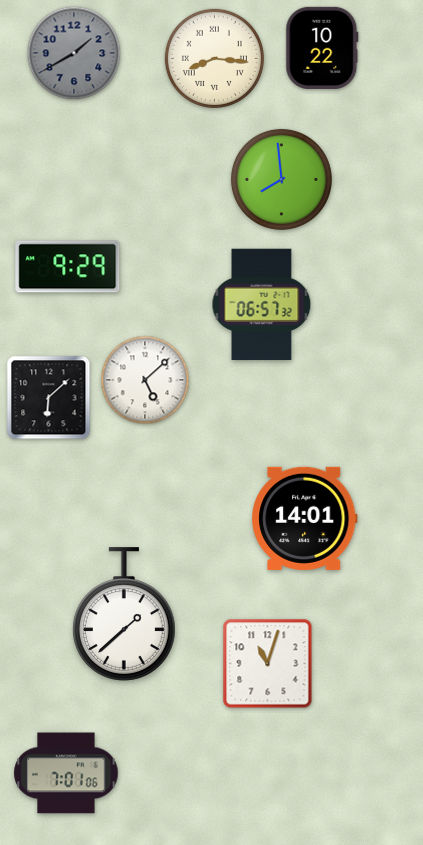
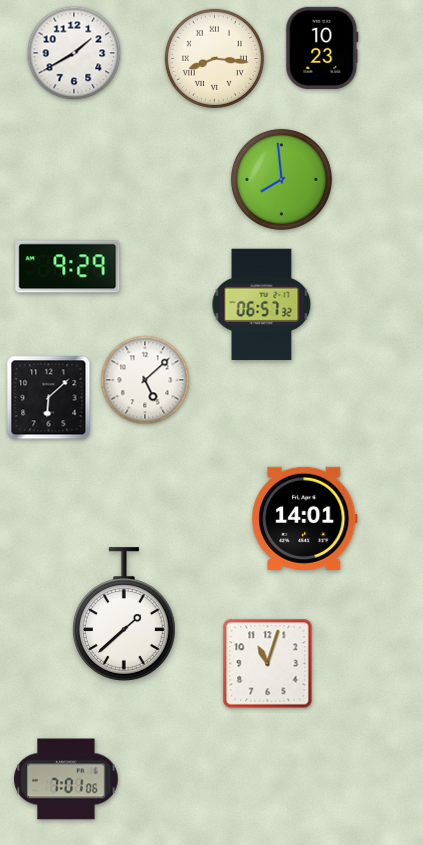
clock at (322, 48): 10:22 -> 10:23
clock at (74, 53) dial: grey -> white
clock at (66, 773) position: (66, 773) -> (66, 779)
